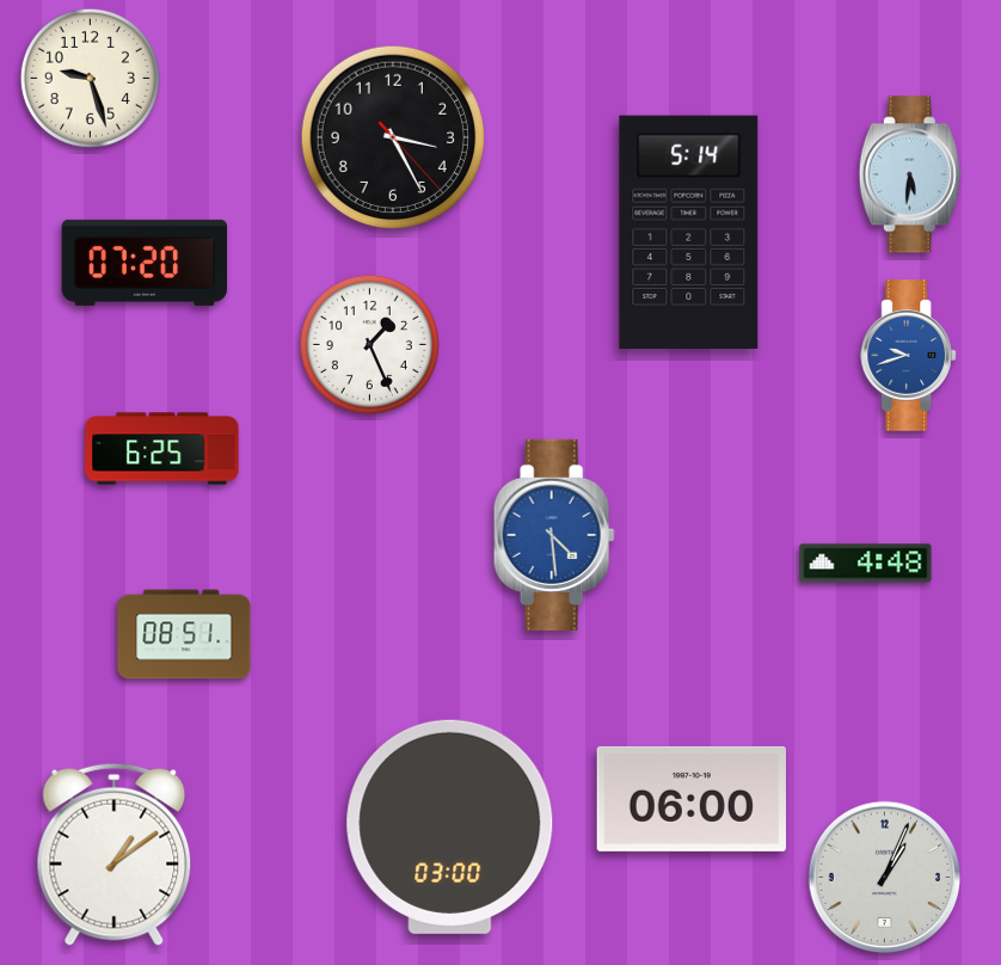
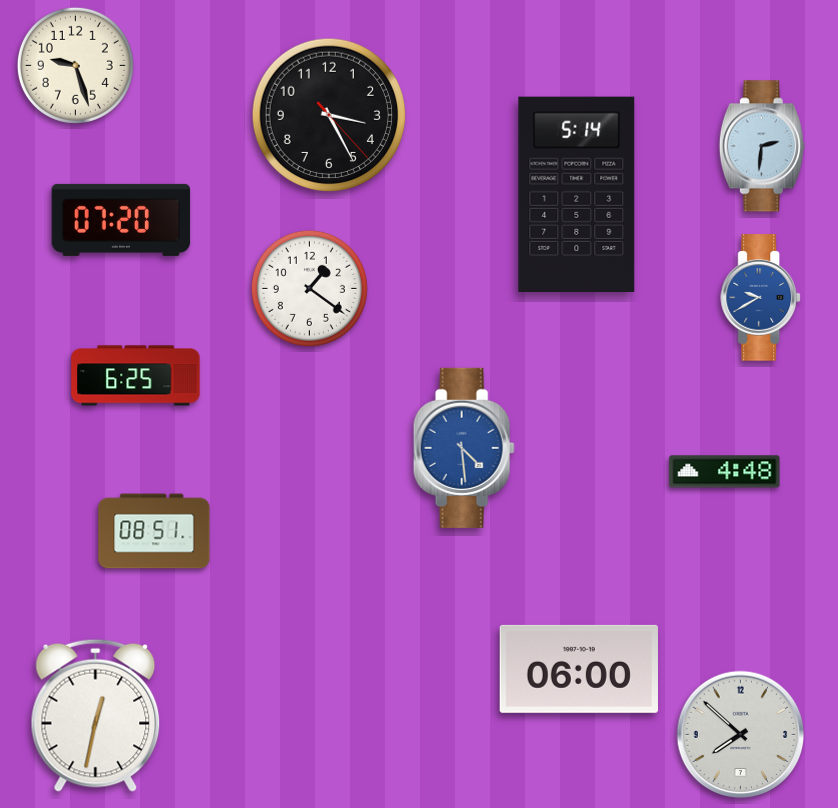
clock at (910, 174): 5:31 -> 2:31
clock at (369, 344): 1:26 -> 1:21
clock at (909, 356): 9:42 -> 9:40
clock at (450, 826): 03:00 -> none
clock at (115, 854): 1:09 -> 12:32
clock at (885, 878): 1:04 -> 7:52
